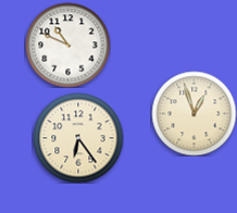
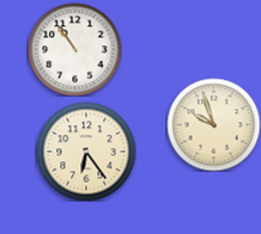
clock at (67, 45): 10:49 -> 10:54
clock at (194, 113): 12:57 -> 9:57
